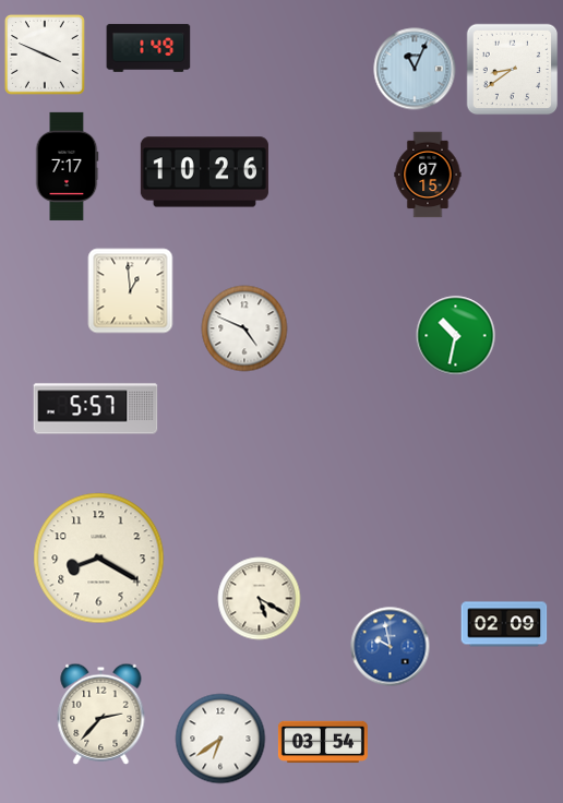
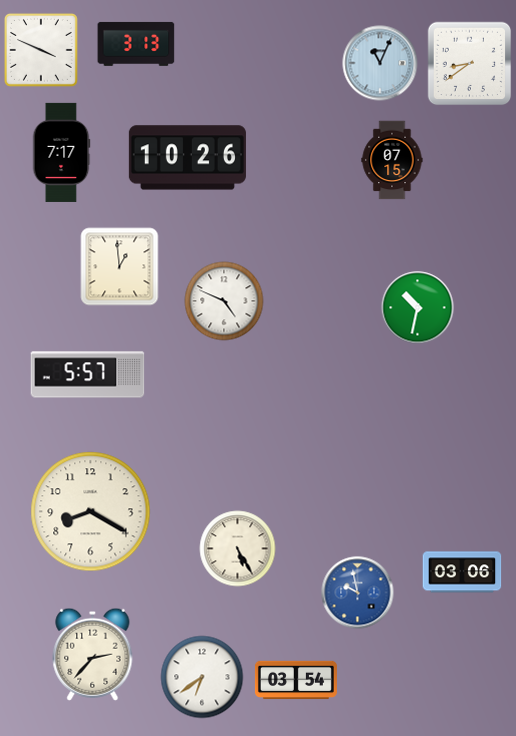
clock at (148, 48): 1:49 -> 3:13
clock at (260, 599): 5:20 -> 5:25
clock at (504, 624): 02:09 -> 03:06
